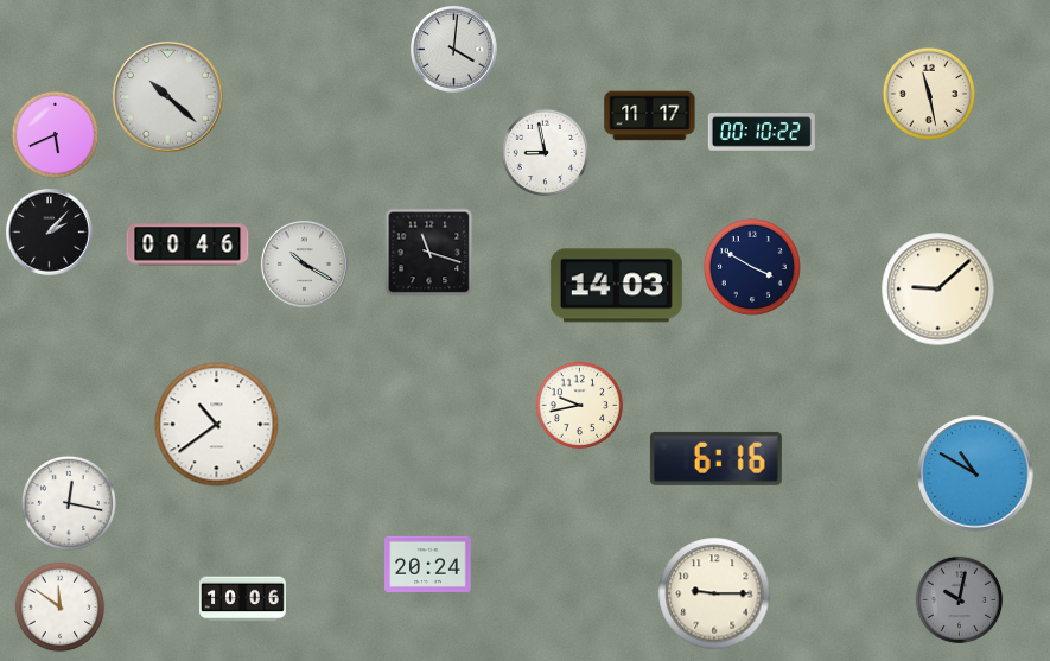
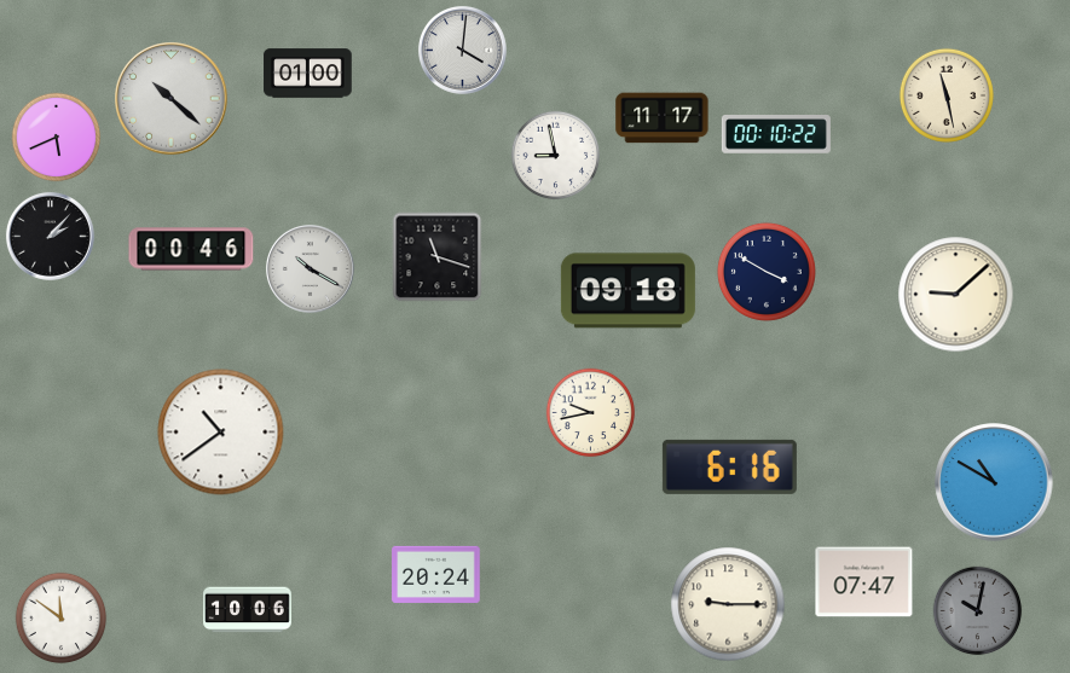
clock at (308, 74): none -> 01:00
clock at (616, 286): 14:03 -> 09:18
clock at (69, 503): 12:17 -> none
clock at (864, 582): none -> 07:47
